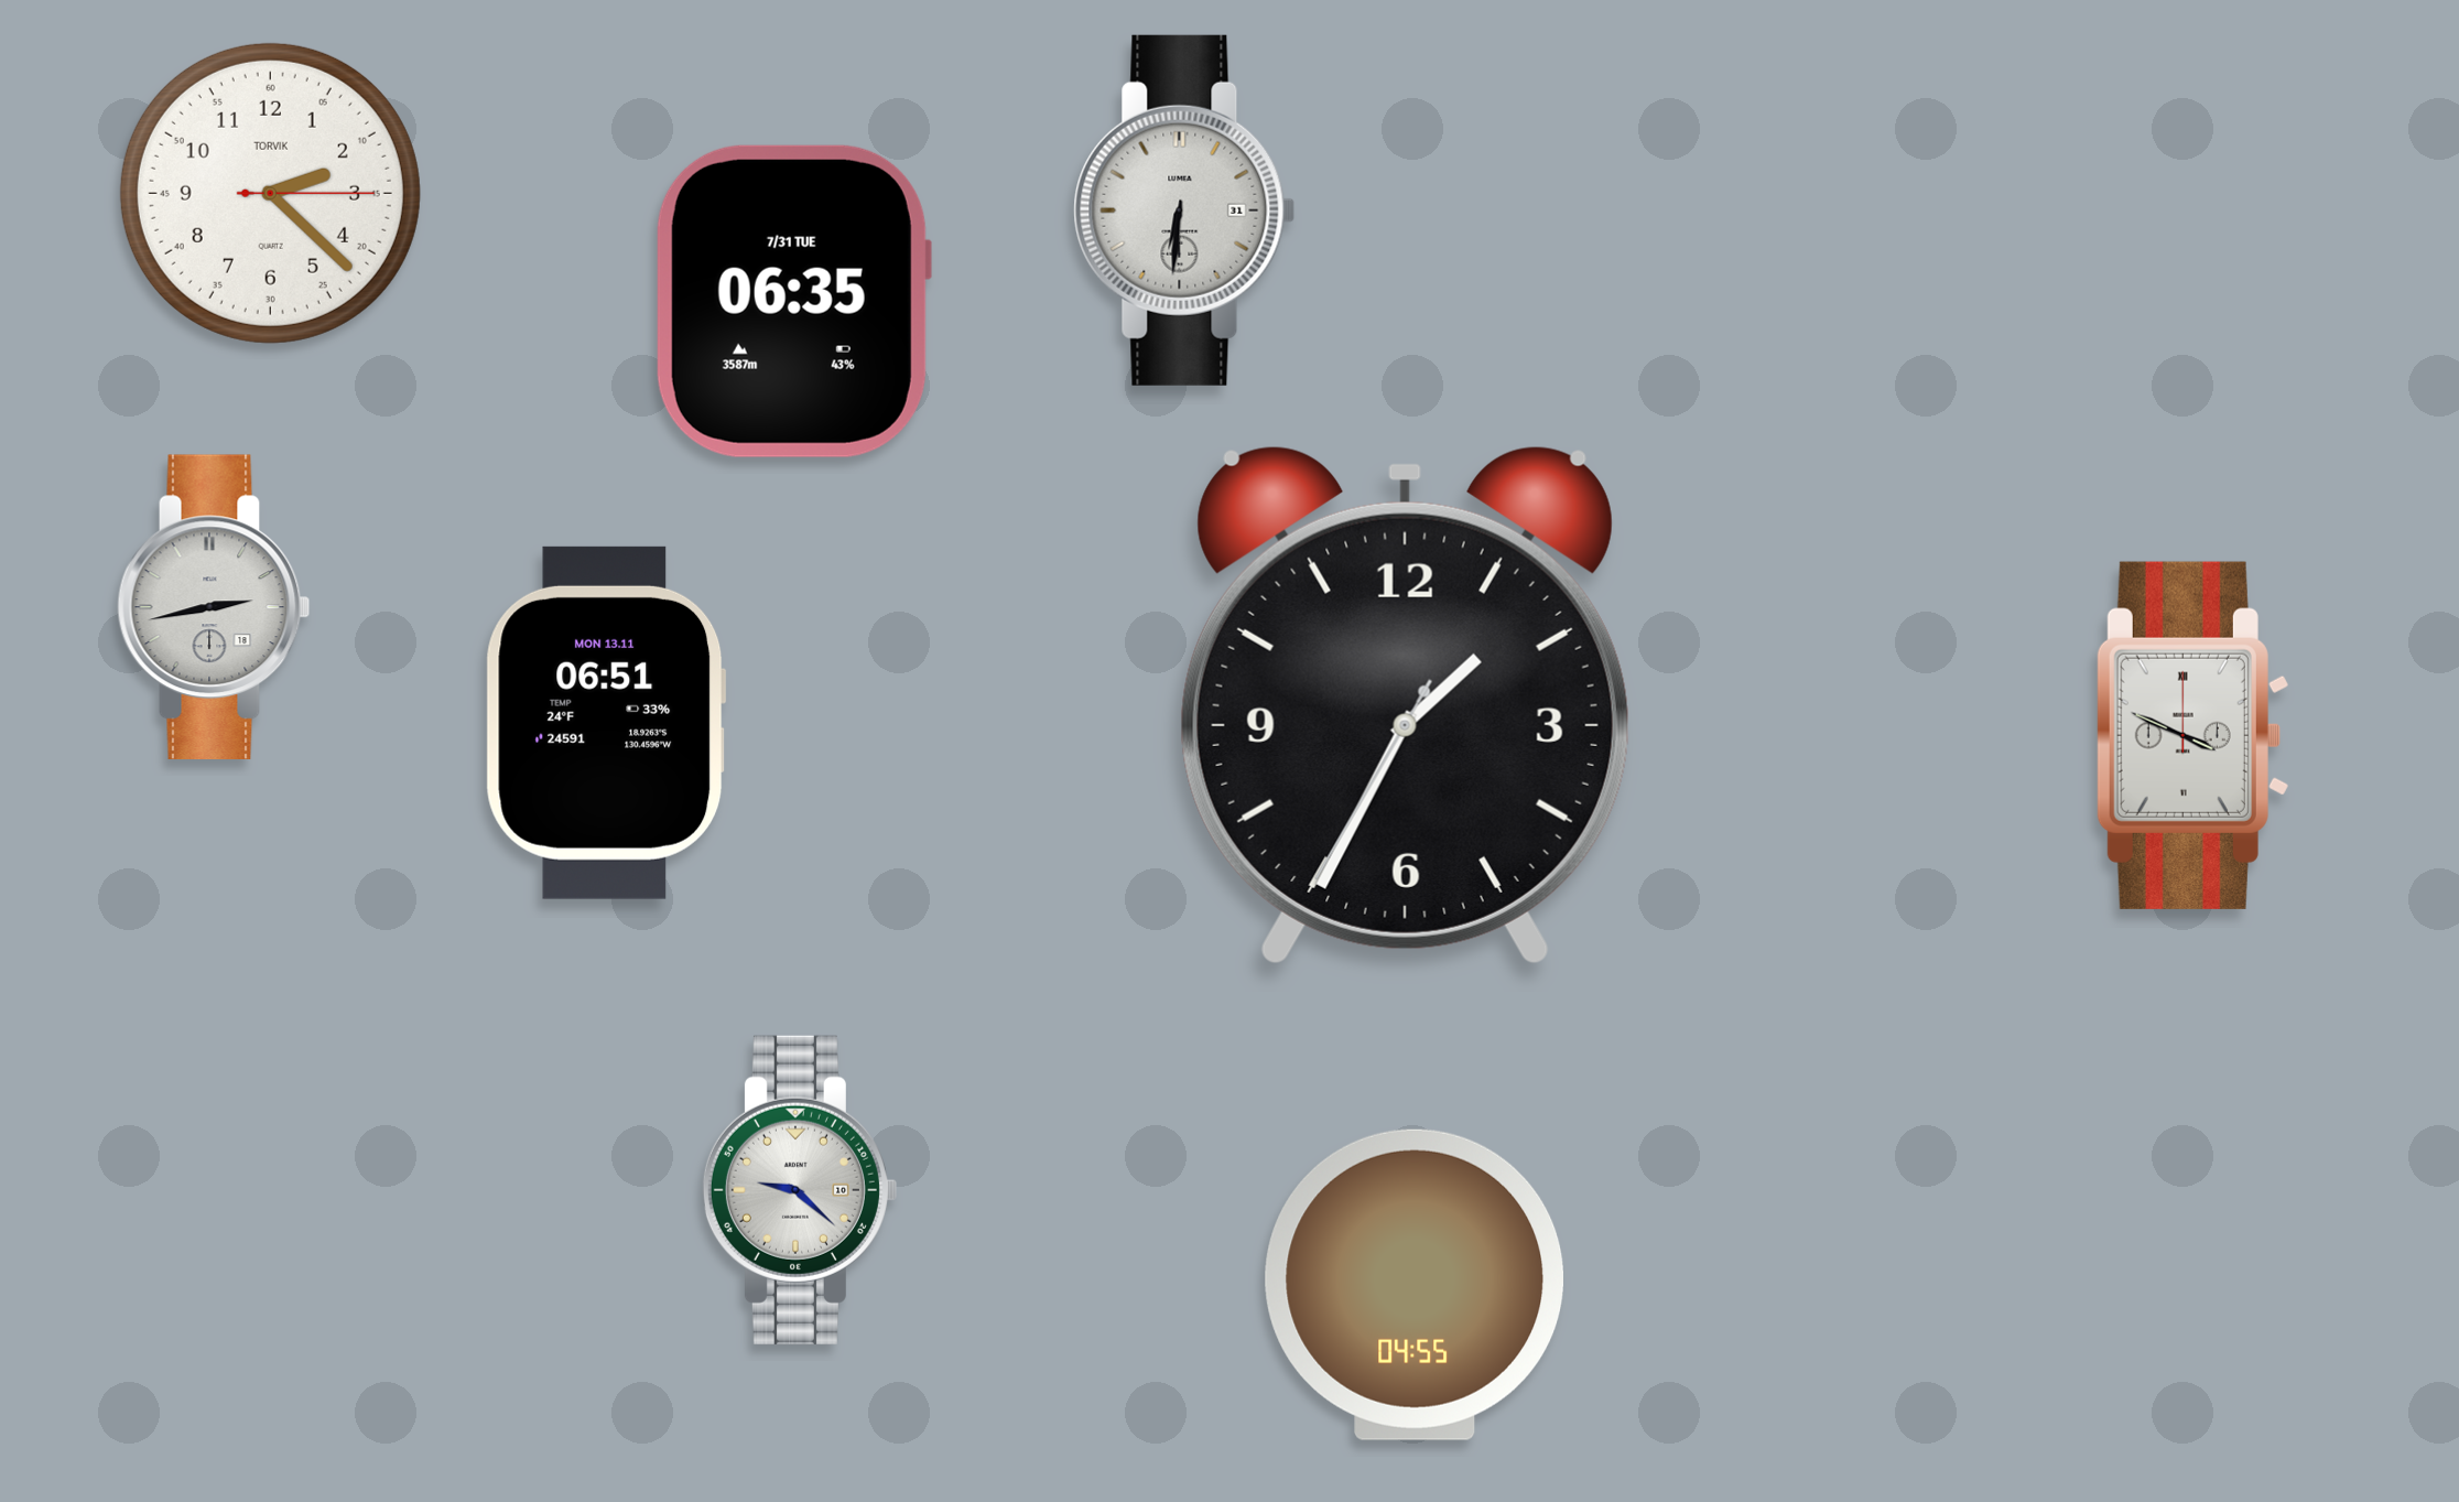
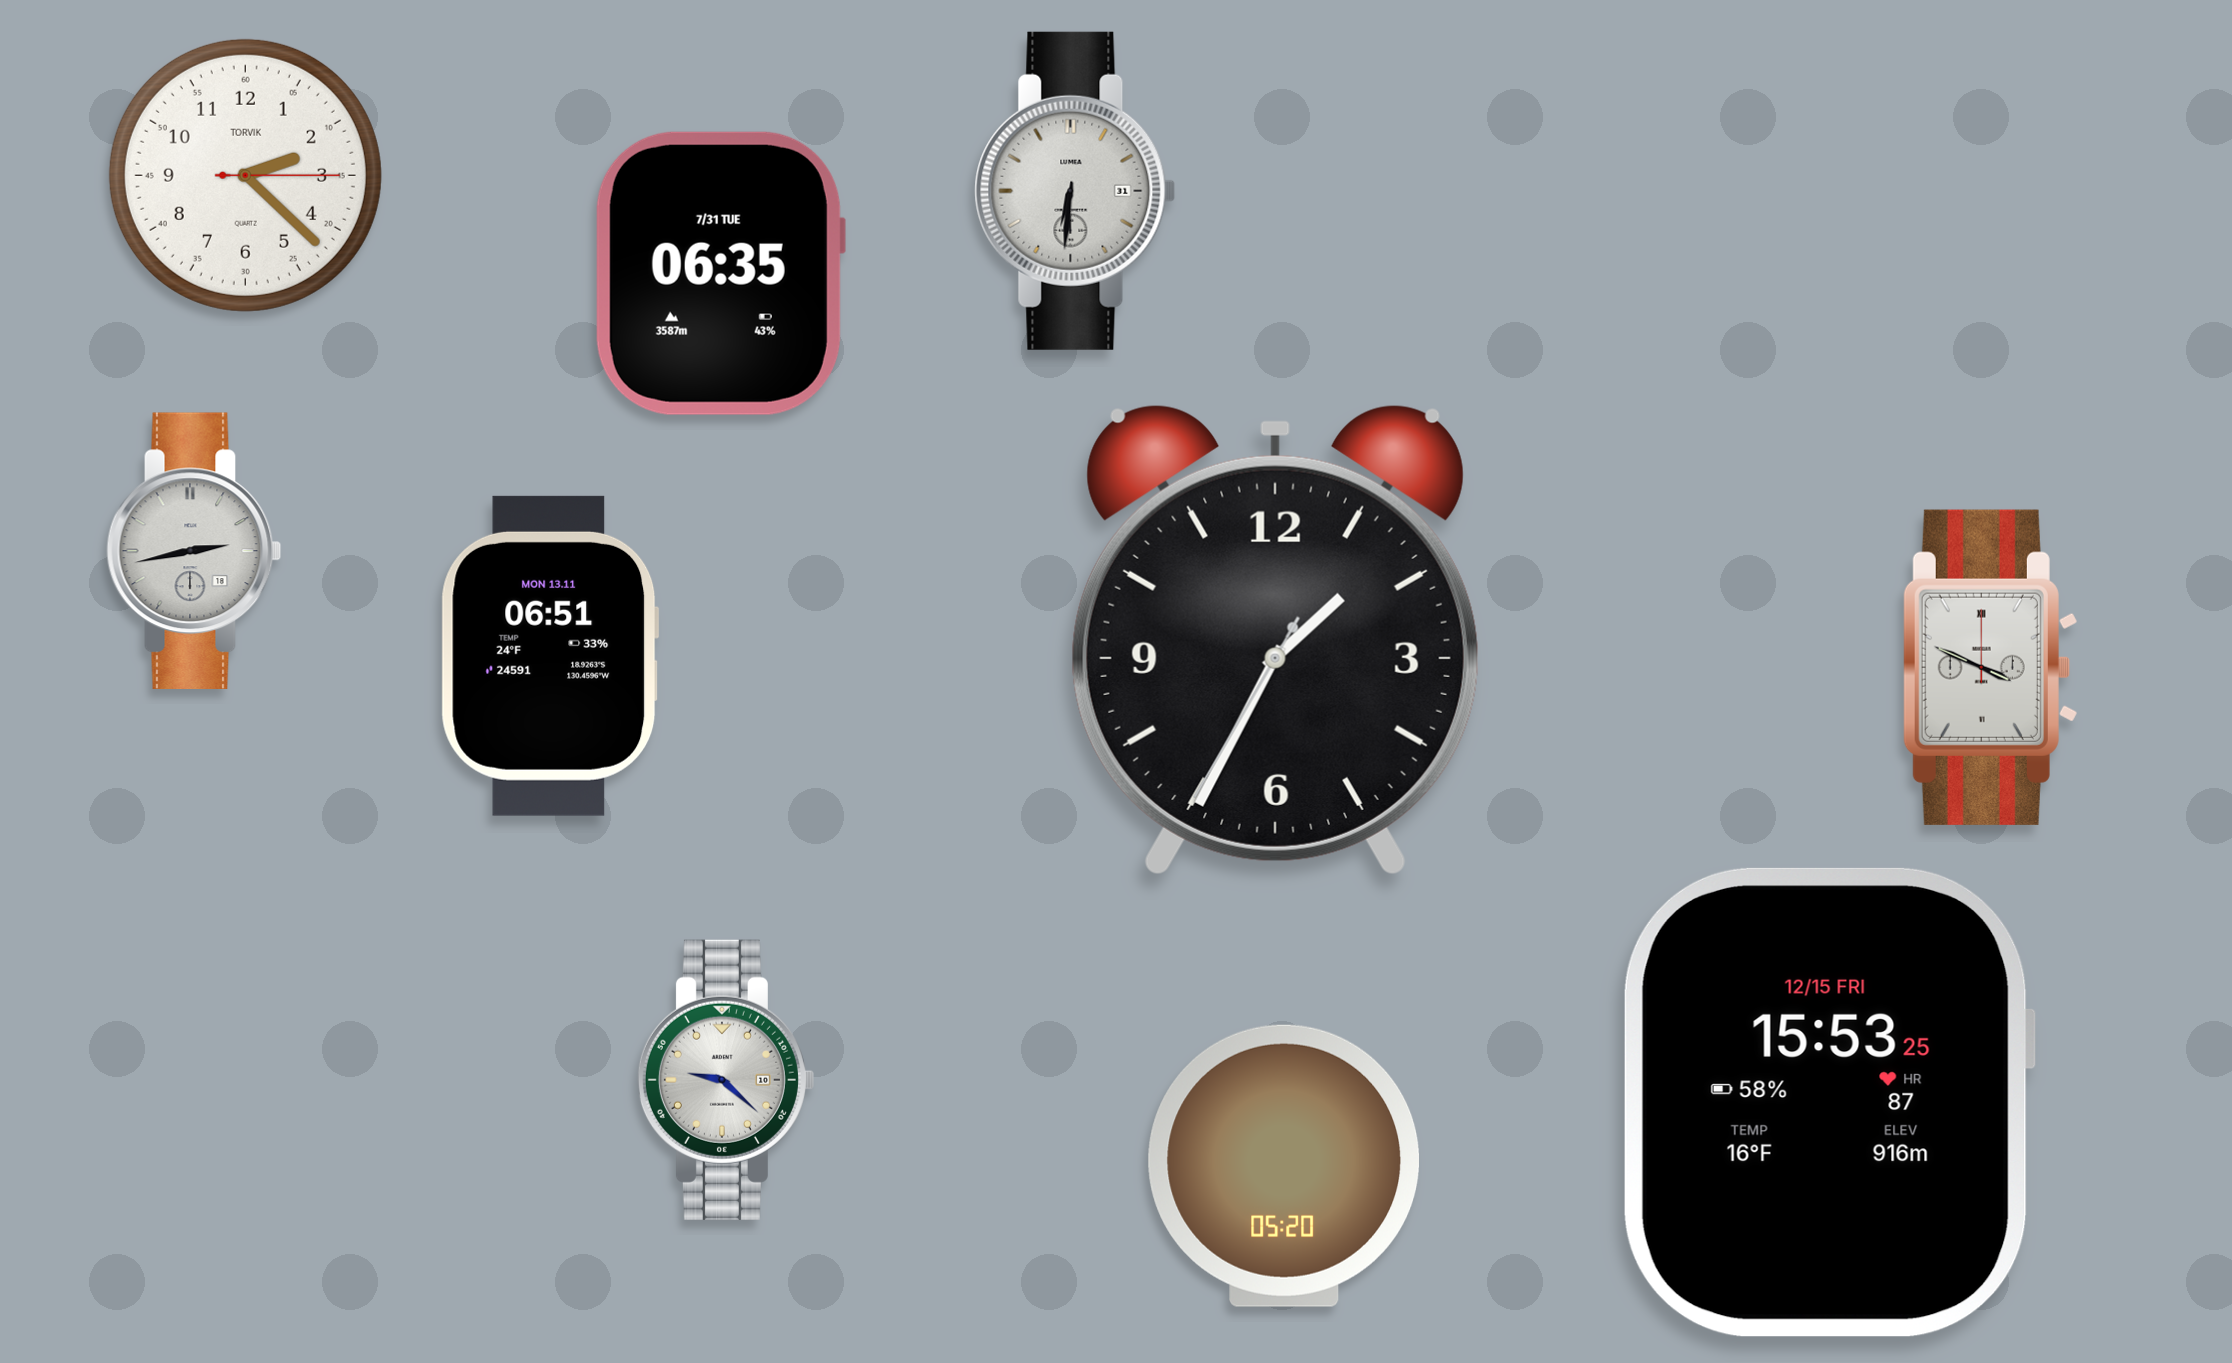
clock at (1829, 1102): none -> 15:53
clock at (1413, 1285): 04:55 -> 05:20
